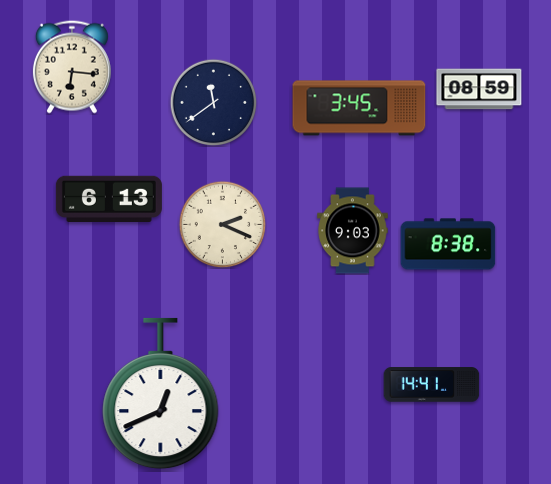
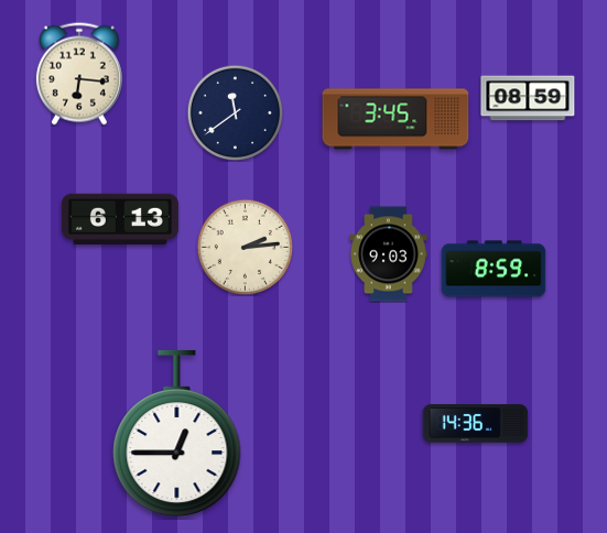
clock at (222, 224): 2:19 -> 2:14
clock at (448, 244): 8:38 -> 8:59
clock at (432, 385): 14:41 -> 14:36
clock at (161, 394): 12:41 -> 12:45
